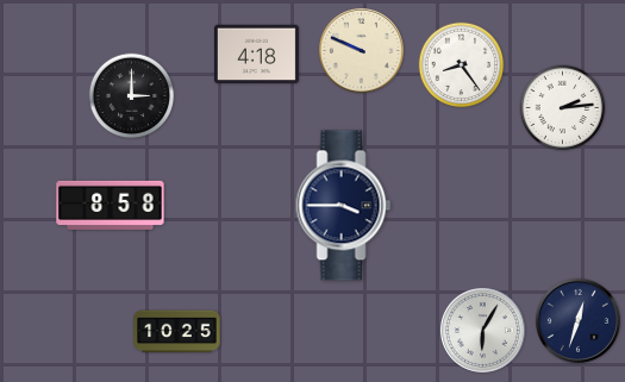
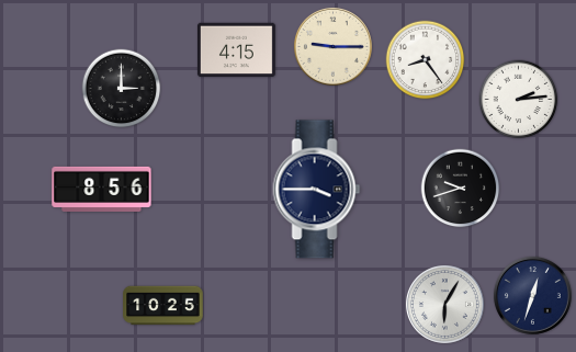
clock at (361, 50): 9:49 -> 9:15
clock at (256, 55): 4:18 -> 4:15
clock at (111, 205): 8:58 -> 8:56
clock at (461, 189): none -> 9:42
